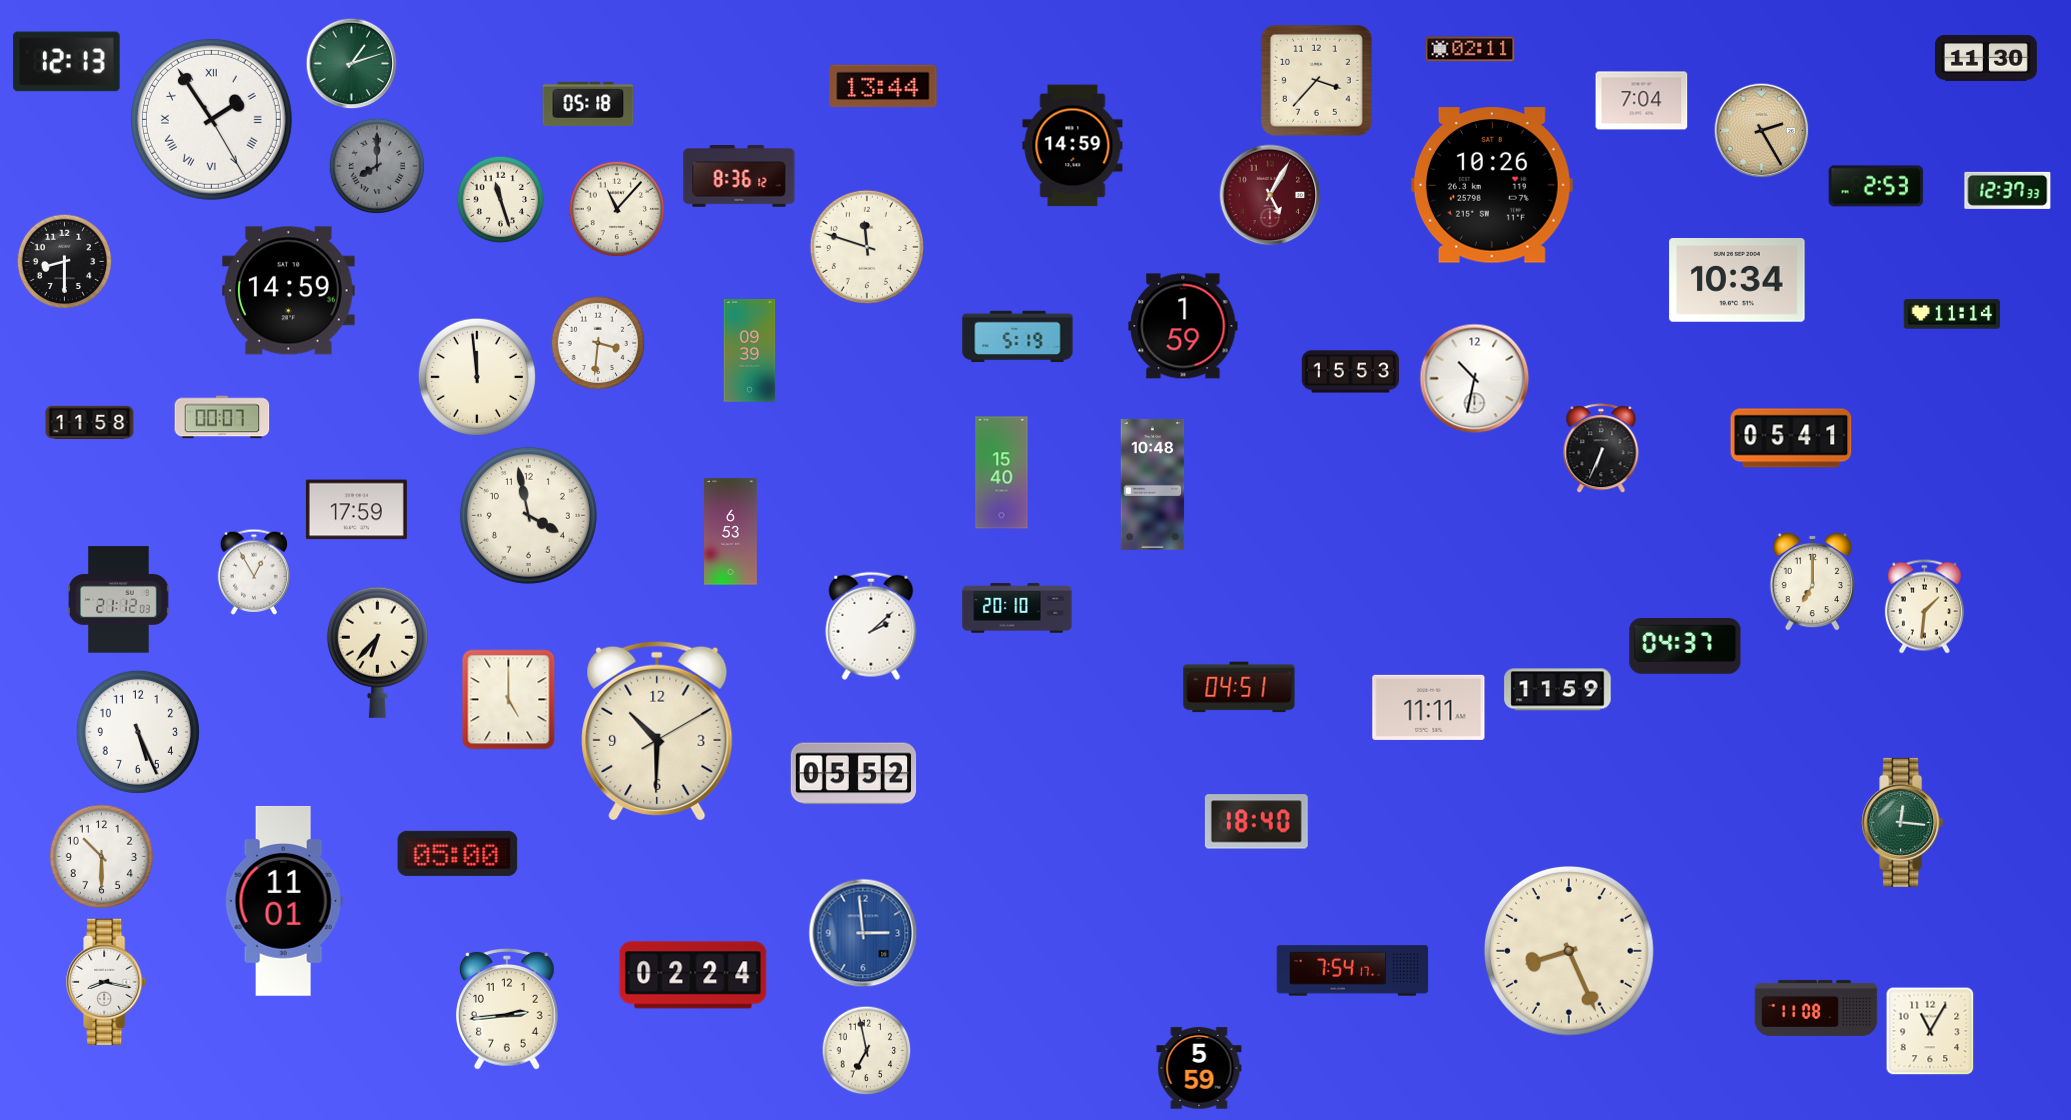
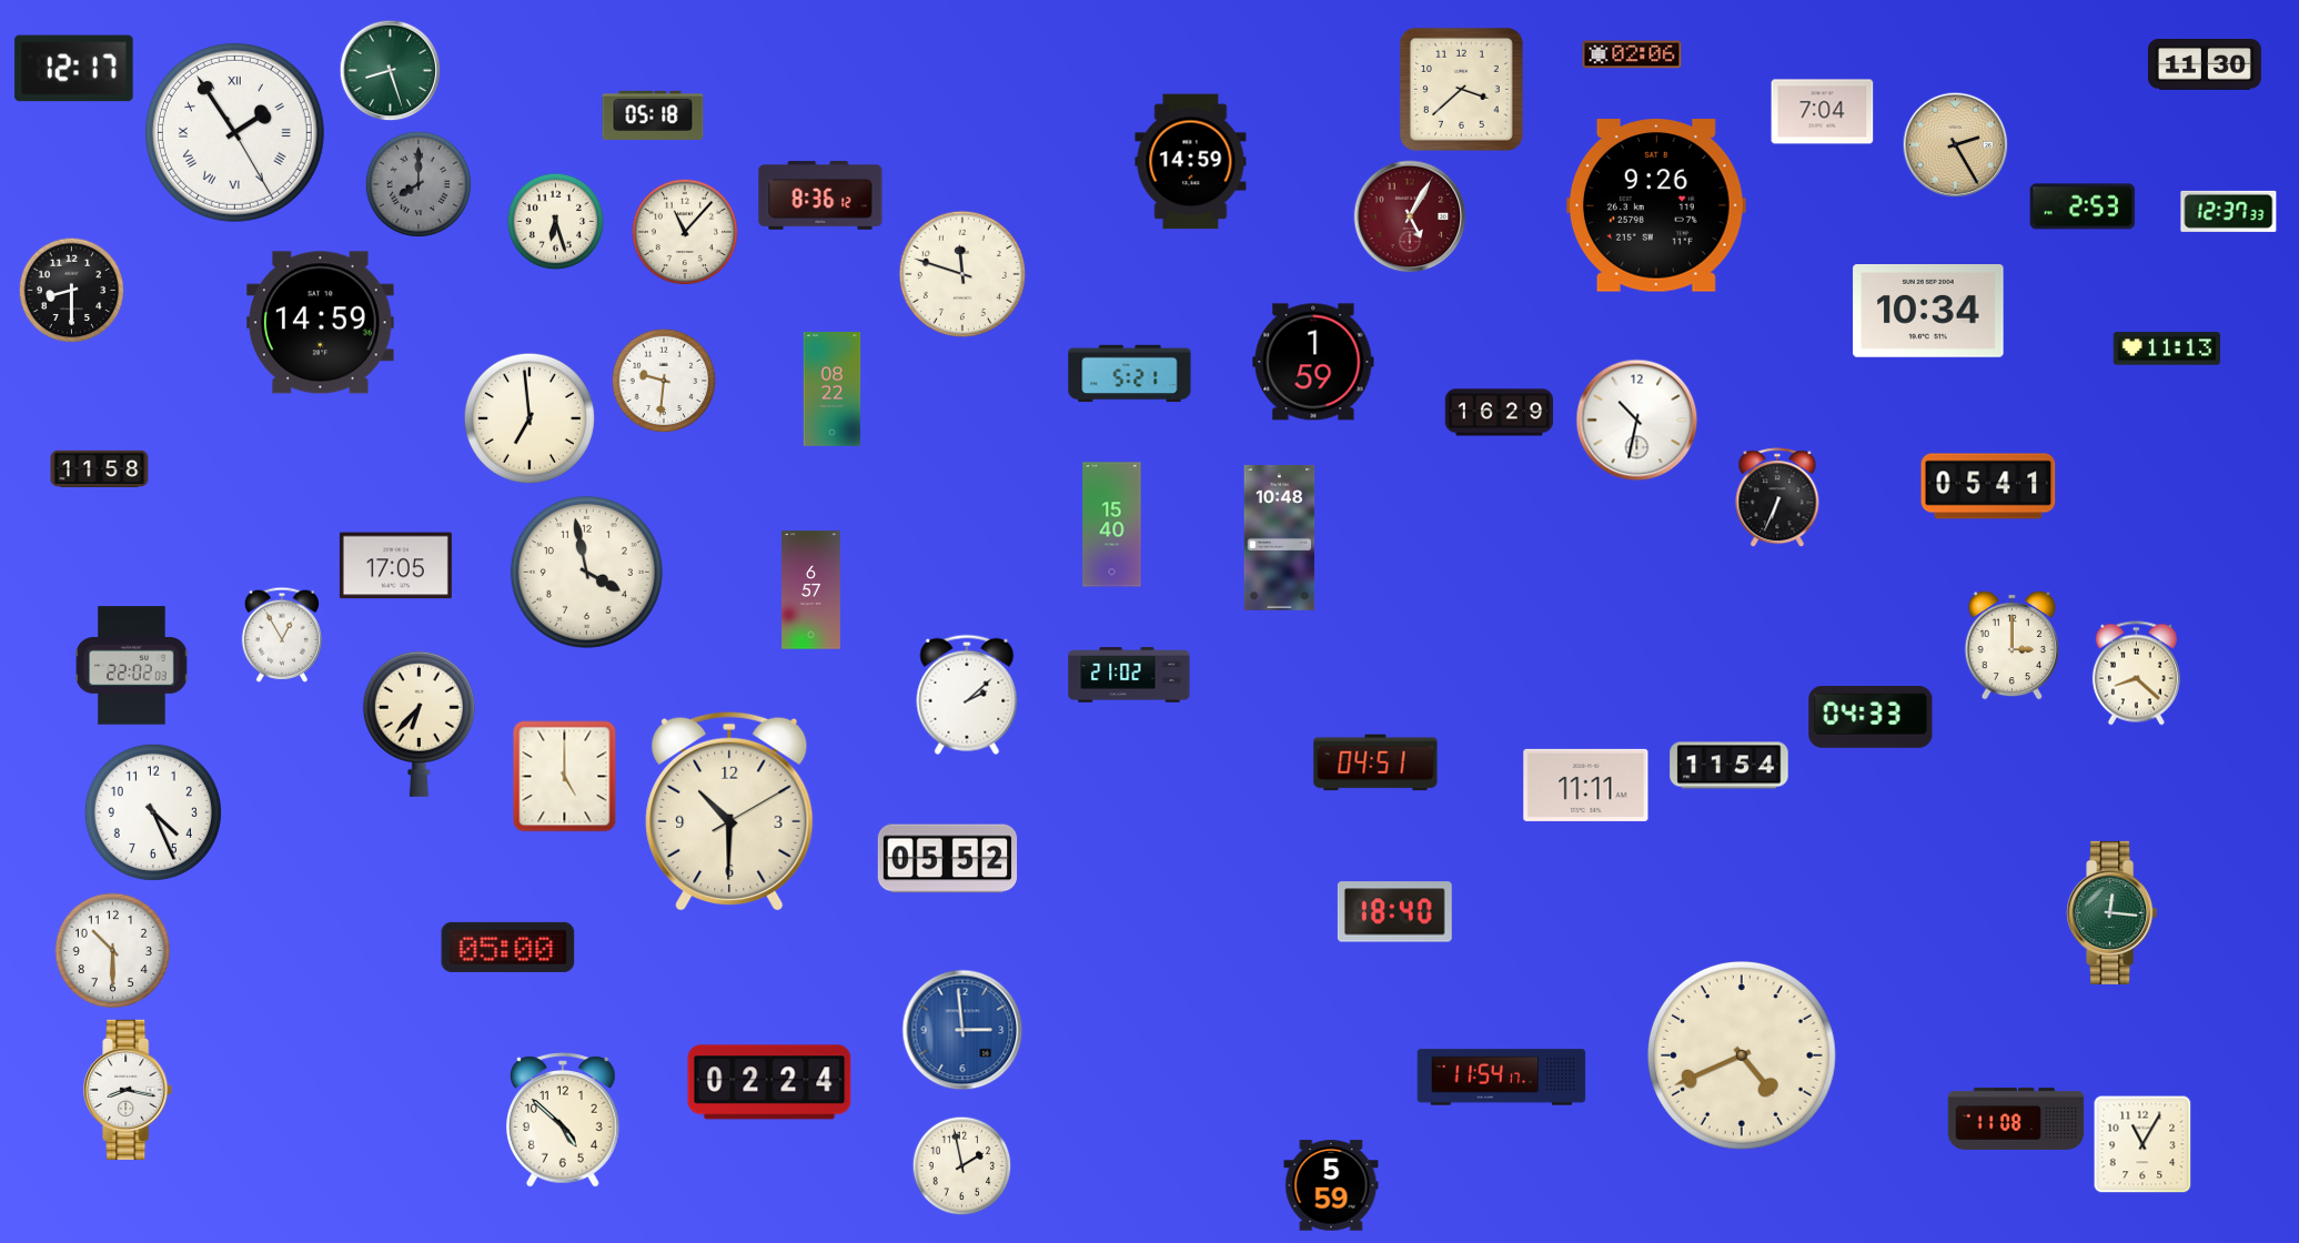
clock at (1470, 49): 02:11 -> 02:06
clock at (67, 62): 12:13 -> 12:17
clock at (352, 64): 1:12 -> 8:27
clock at (1316, 80): 3:37 -> 3:38
clock at (883, 86): 13:44 -> none
clock at (1492, 185): 10:26 -> 9:26
clock at (501, 200): 11:27 -> 6:27
clock at (1952, 314): 11:14 -> 11:13
clock at (1018, 337): 5:19 -> 5:21
clock at (598, 343): 3:31 -> 9:31
clock at (750, 351): 09:39 -> 08:22
clock at (1350, 372): 15:53 -> 16:29
clock at (477, 377): 11:59 -> 6:59
clock at (222, 417): 00:07 -> none
clock at (356, 510): 17:59 -> 17:05
clock at (731, 532): 6:53 -> 6:57
clock at (1812, 581): 7:00 -> 3:00
clock at (119, 600): 21:12 -> 22:02
clock at (1924, 607): 1:31 -> 8:22
clock at (1017, 608): 20:10 -> 21:02
clock at (1685, 647): 04:37 -> 04:33
clock at (1558, 690): 11:59 -> 11:54
clock at (138, 732): 5:26 -> 4:26
clock at (284, 901): 11:01 -> none
clock at (863, 933) position: (863, 933) -> (962, 1030)
clock at (1569, 951): 8:26 -> 4:41
clock at (1353, 971): 7:54 -> 11:54
clock at (107, 982) position: (107, 982) -> (129, 1090)
clock at (508, 1010): 2:44 -> 4:52
clock at (867, 1051): 6:58 -> 1:58
